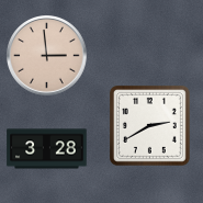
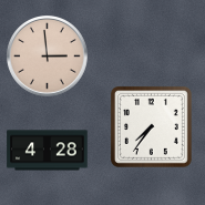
clock at (149, 125): 2:40 -> 7:36
clock at (47, 149): 3:28 -> 4:28
